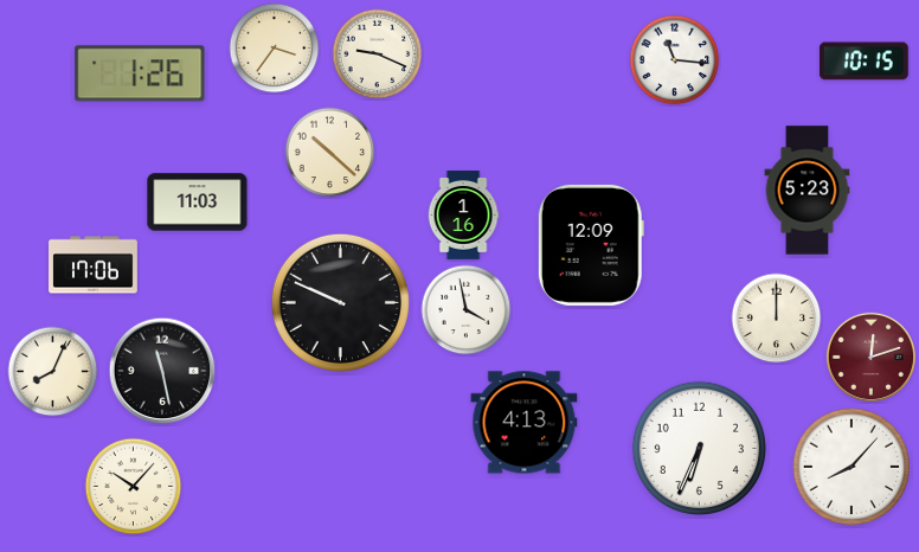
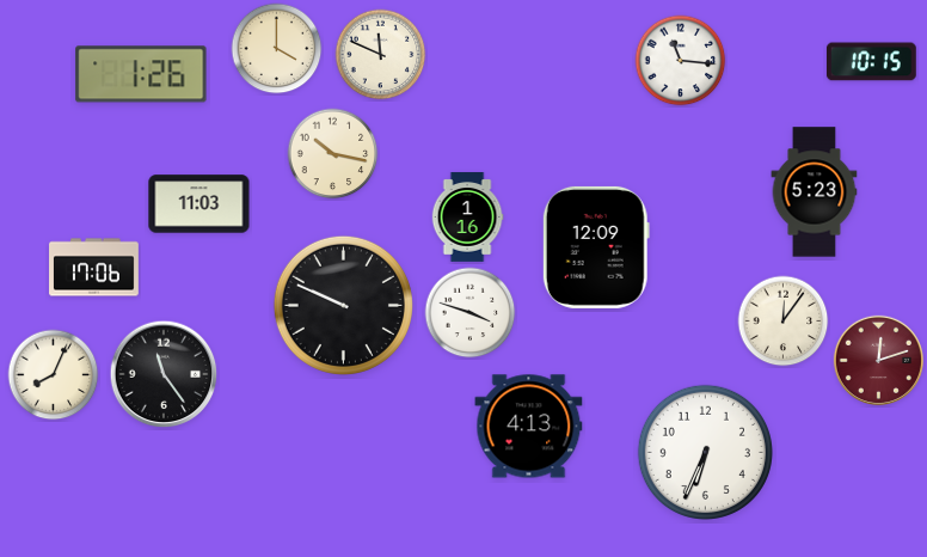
clock at (275, 49): 3:36 -> 4:00
clock at (378, 54): 9:19 -> 11:49
clock at (330, 153): 10:22 -> 10:17
clock at (467, 310): 3:58 -> 3:48
clock at (777, 319): 12:00 -> 12:06
clock at (162, 371): 11:28 -> 11:24
clock at (851, 467): 8:07 -> none
clock at (134, 487): 10:07 -> none
